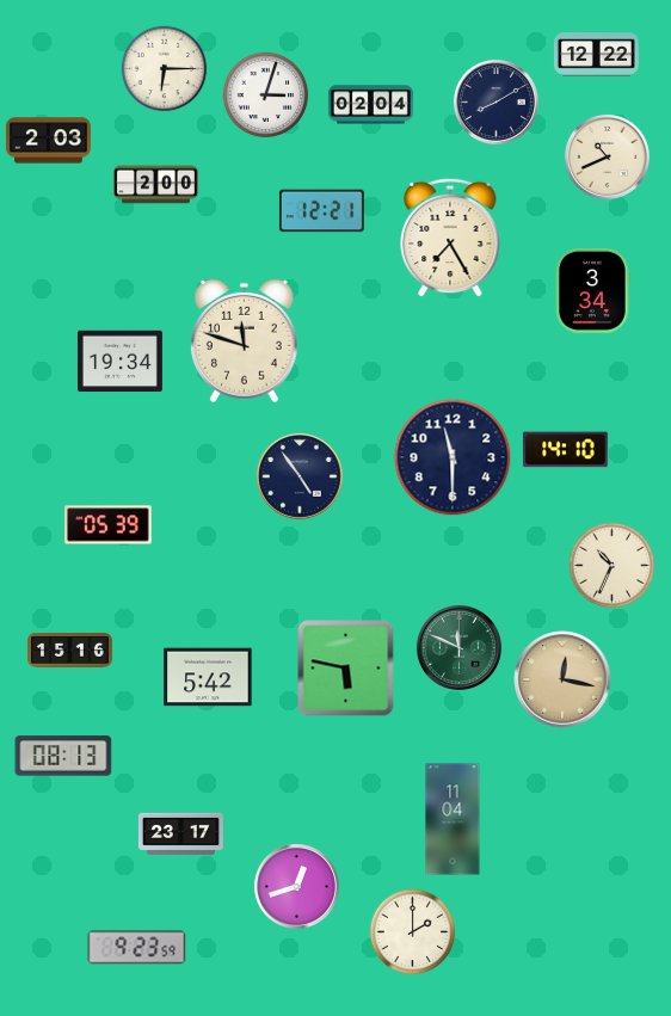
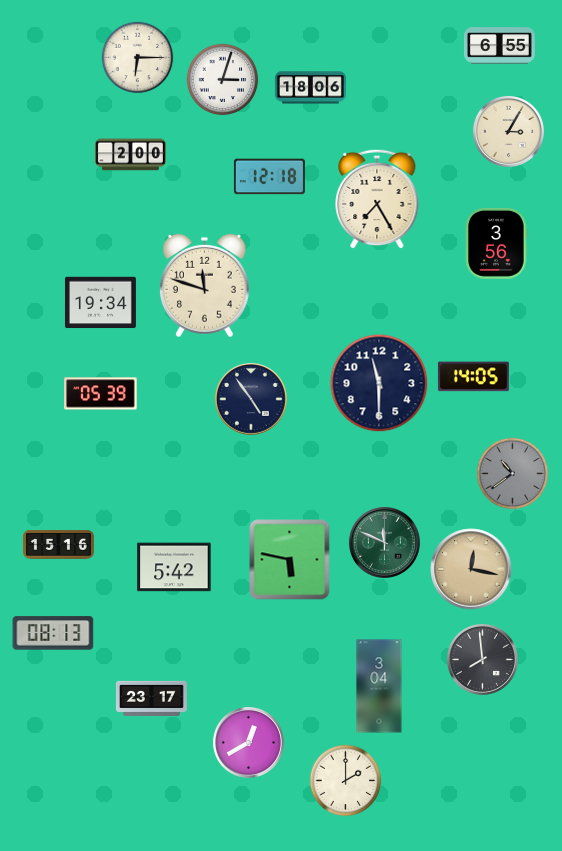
clock at (596, 55): 12:22 -> 6:55
clock at (495, 101): 8:10 -> none
clock at (370, 105): 02:04 -> 18:06
clock at (48, 141): 2:03 -> none
clock at (607, 156): 10:41 -> 3:05
clock at (321, 211): 12:21 -> 12:18
clock at (592, 290): 3:34 -> 3:56
clock at (565, 450): 14:10 -> 14:05
clock at (109, 525) position: (109, 525) -> (101, 394)
clock at (612, 566): 10:34 -> 10:39
clock at (612, 566) dial: cream -> grey
clock at (482, 659): none -> 7:59
clock at (453, 819): 11:04 -> 3:04
clock at (296, 886): 12:42 -> 12:40
clock at (137, 948): 9:23 -> none
